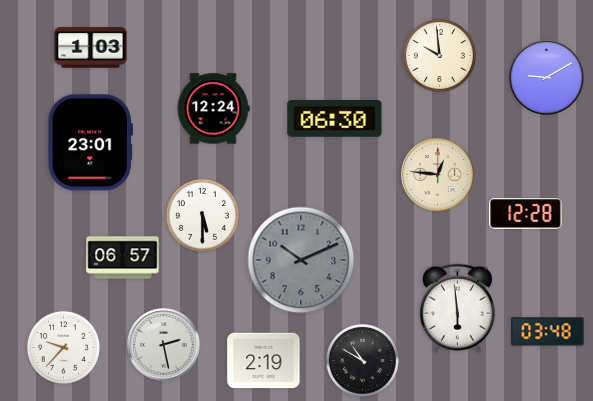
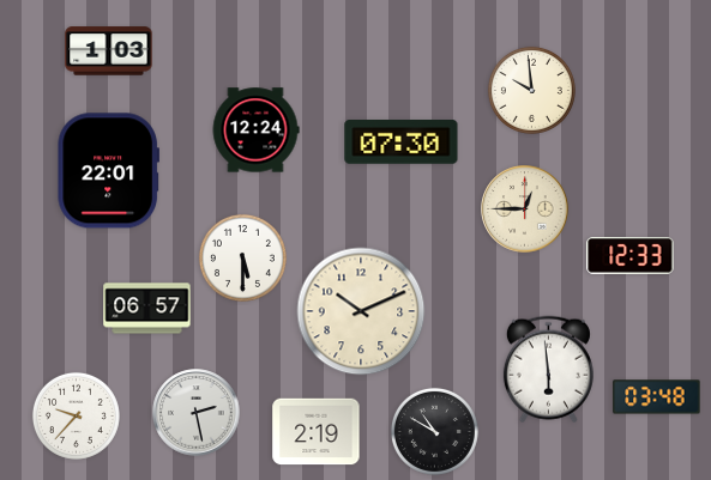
clock at (91, 48) position: (91, 48) -> (109, 51)
clock at (439, 55) position: (439, 55) -> (531, 90)
clock at (547, 78): 9:10 -> none
clock at (335, 119): 06:30 -> 07:30
clock at (90, 143): 23:01 -> 22:01
clock at (438, 175): 12:46 -> 12:45
clock at (526, 214): 12:28 -> 12:33
clock at (301, 260) dial: grey -> cream
